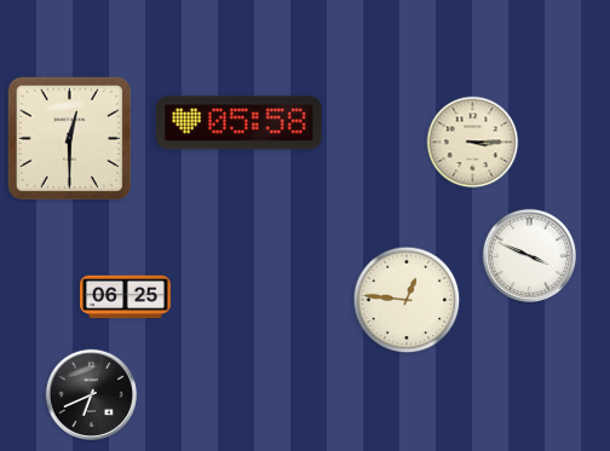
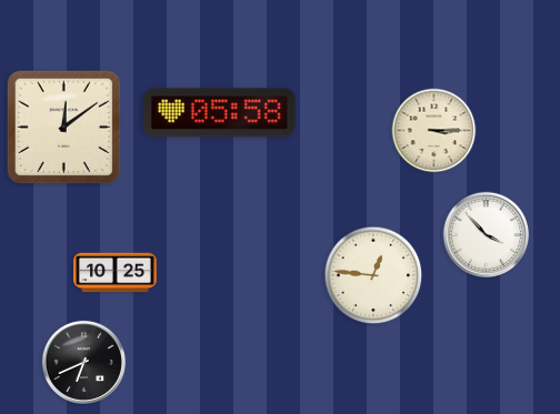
clock at (69, 138): 12:30 -> 12:09
clock at (530, 256): 3:49 -> 3:53
clock at (126, 297): 06:25 -> 10:25
